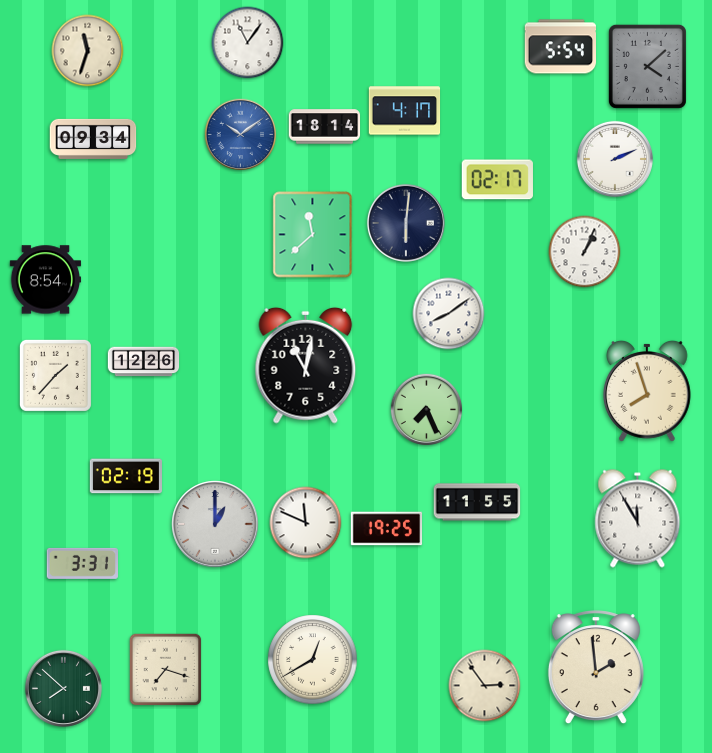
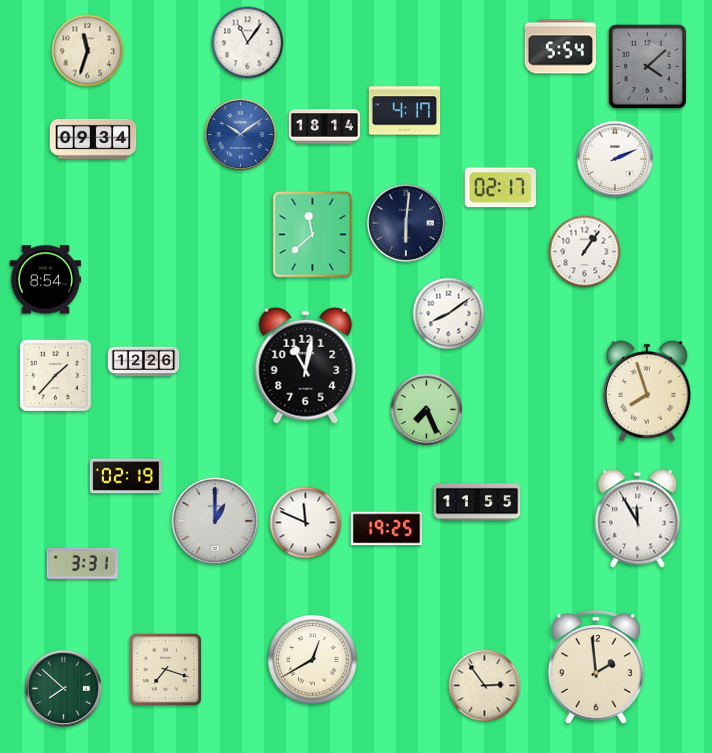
clock at (497, 180) position: (497, 180) -> (500, 188)
clock at (585, 252): 1:04 -> 1:06
clock at (215, 524) position: (215, 524) -> (215, 521)
